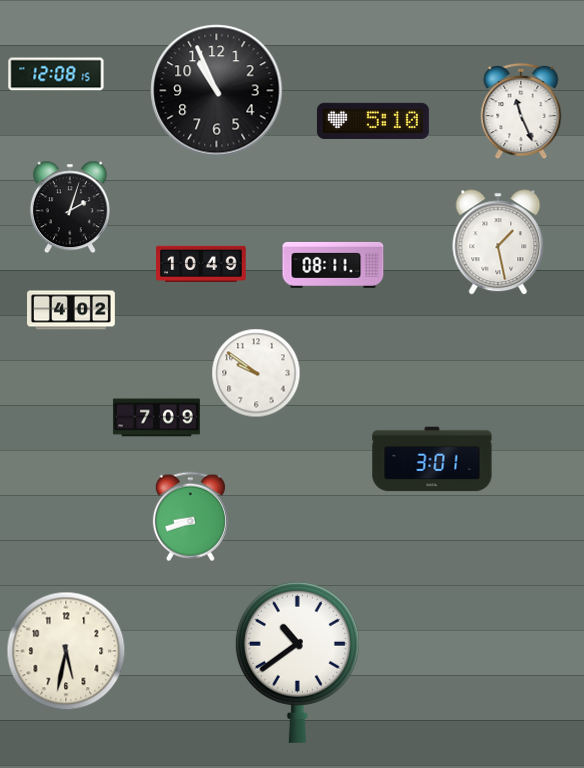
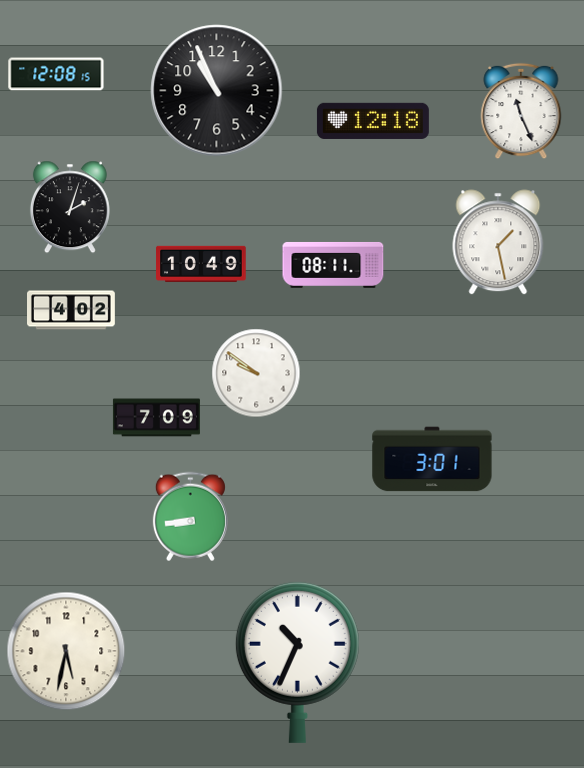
clock at (373, 121): 5:10 -> 12:18
clock at (190, 517): 8:42 -> 8:44
clock at (297, 662): 10:39 -> 10:34
